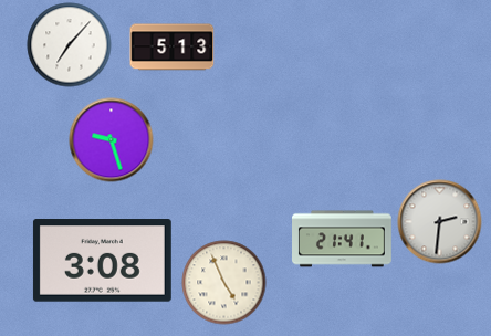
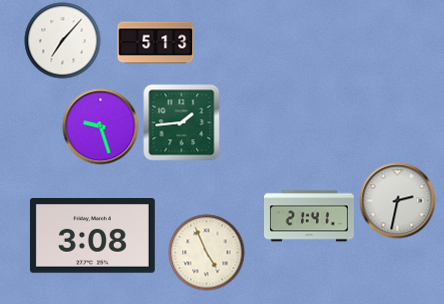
clock at (182, 123): none -> 1:44
clock at (440, 222): 2:31 -> 2:32
clock at (224, 283) position: (224, 283) -> (207, 253)
